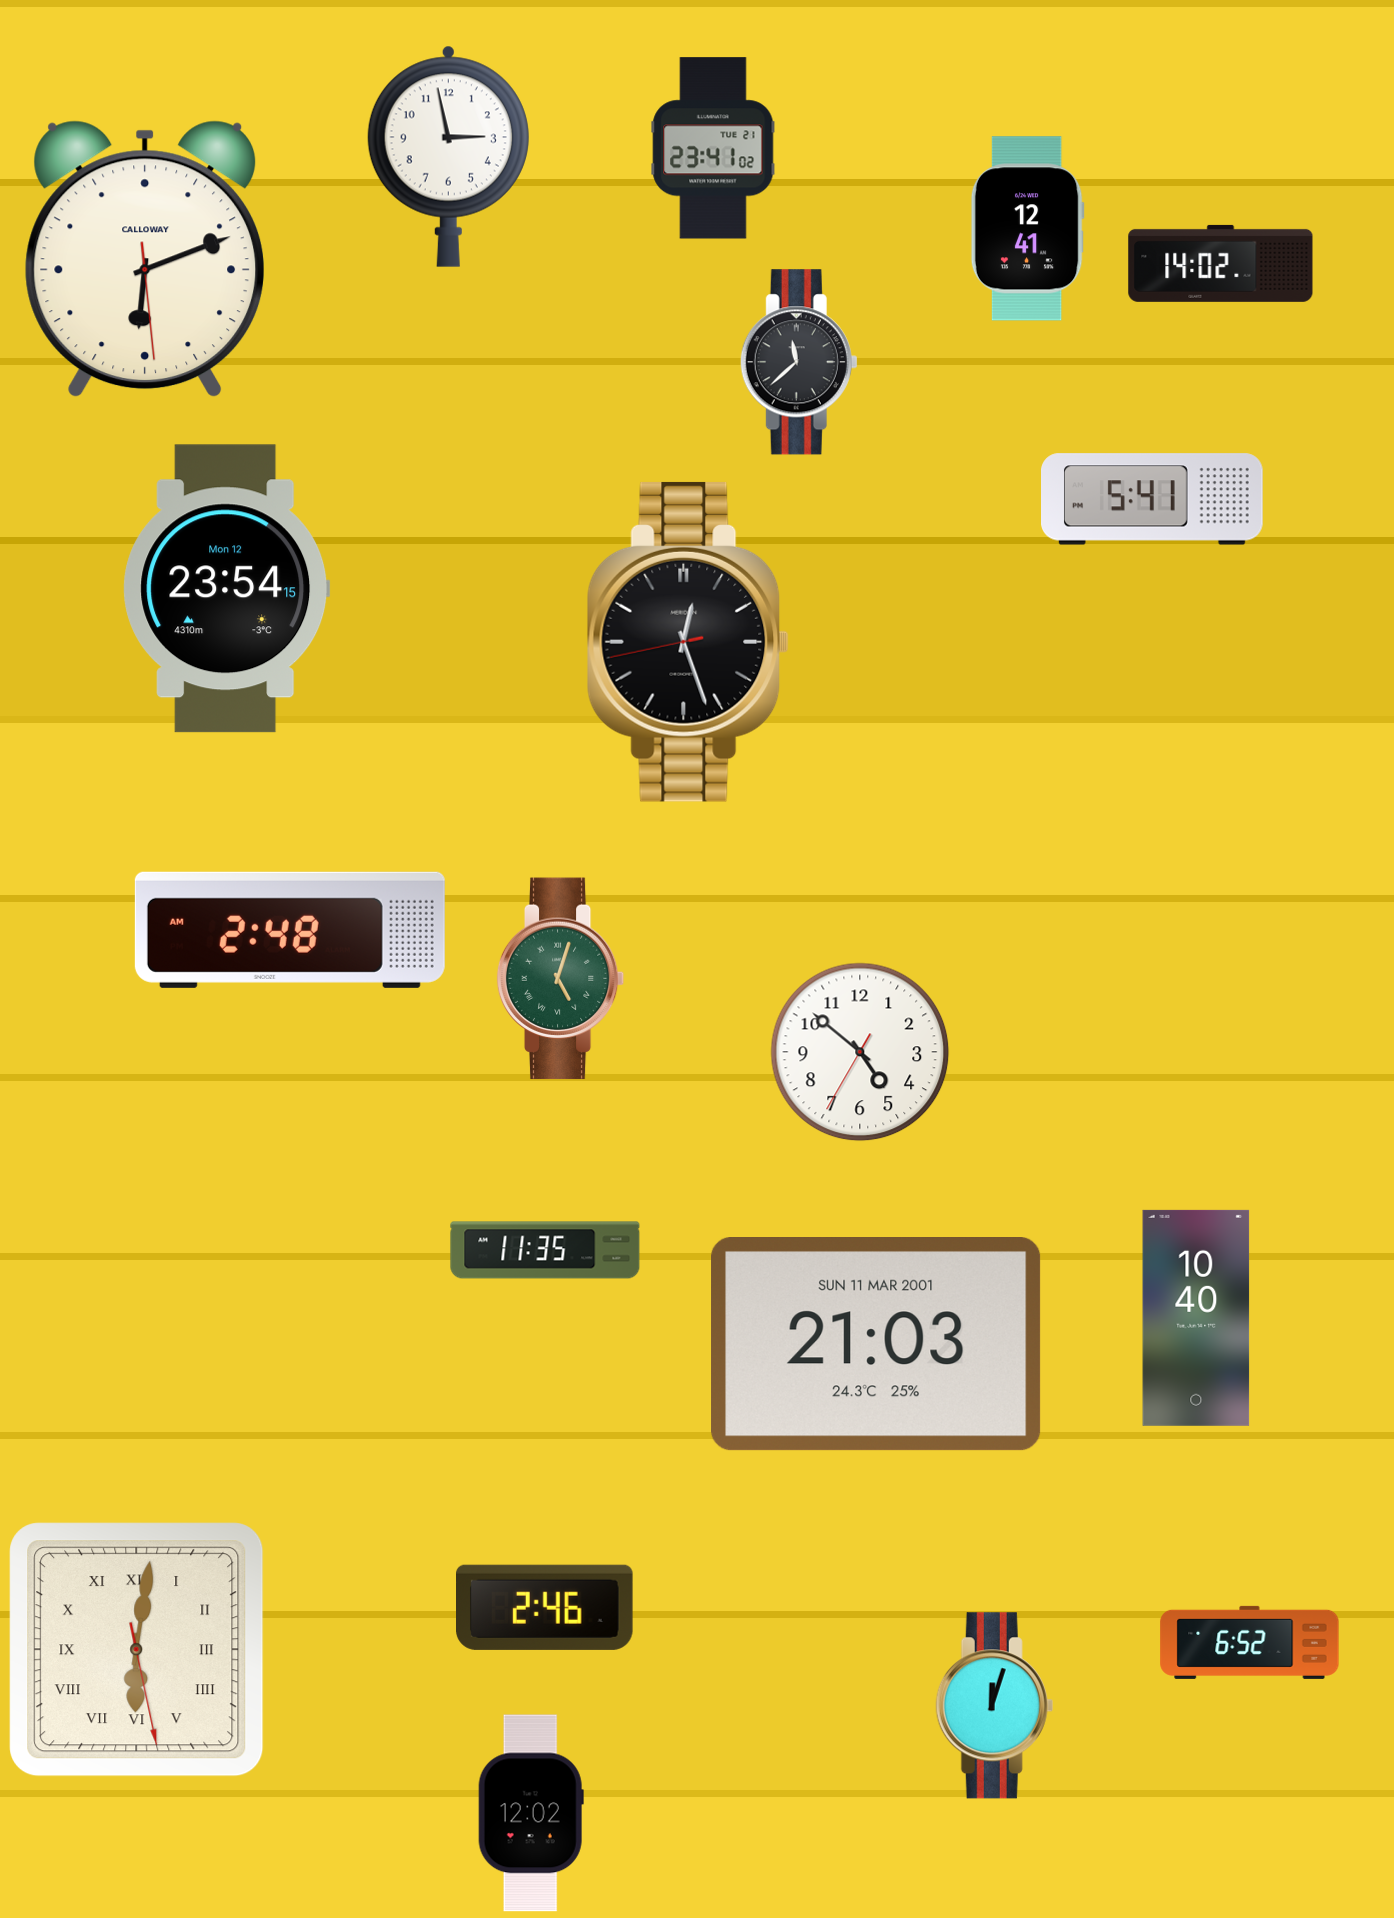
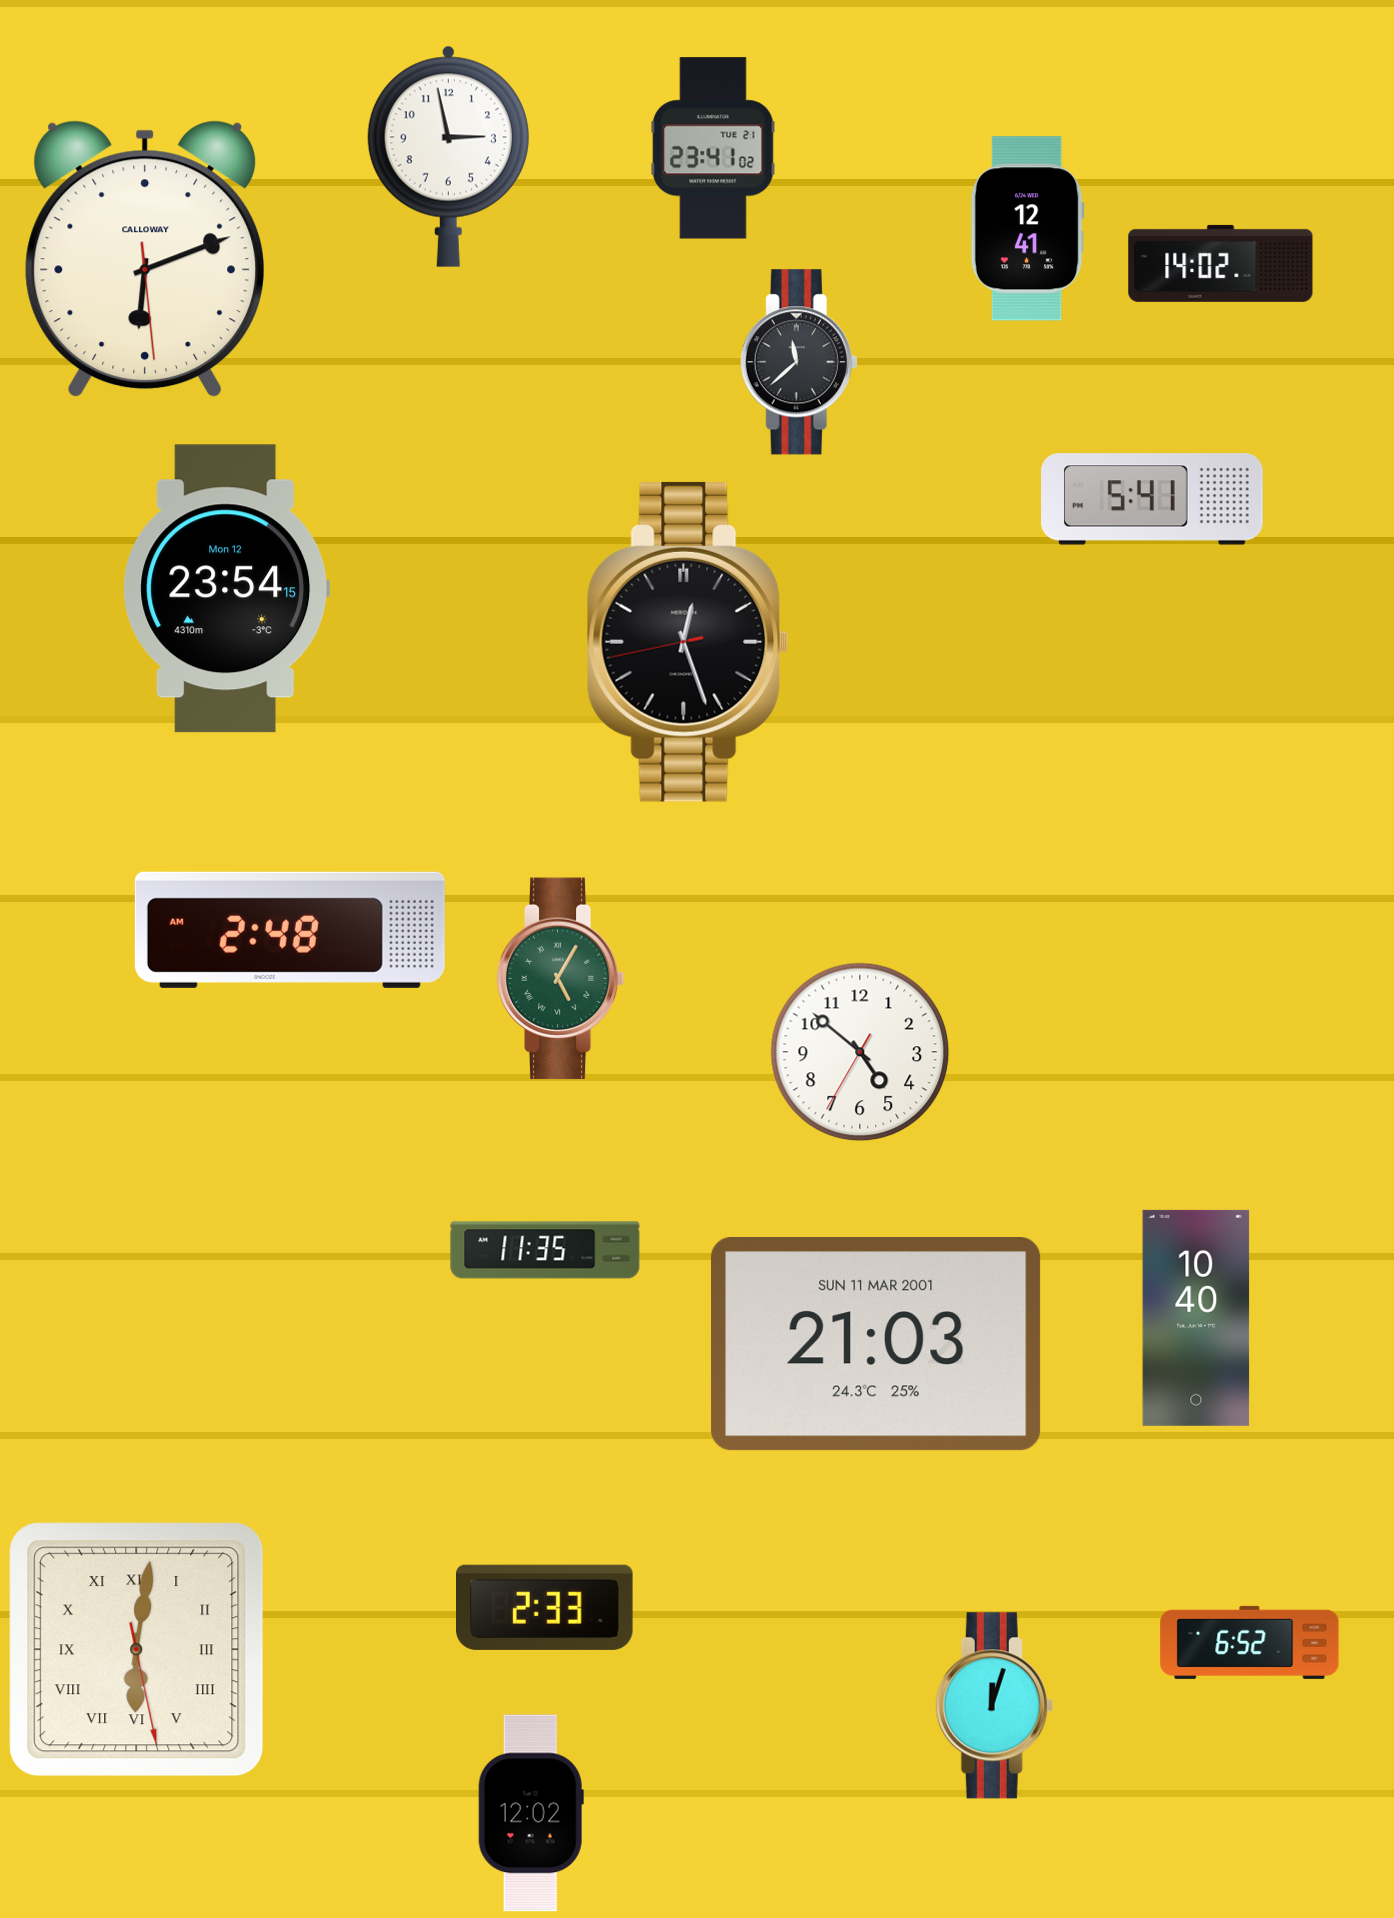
clock at (561, 979): 5:03 -> 5:05
clock at (545, 1607): 2:46 -> 2:33
